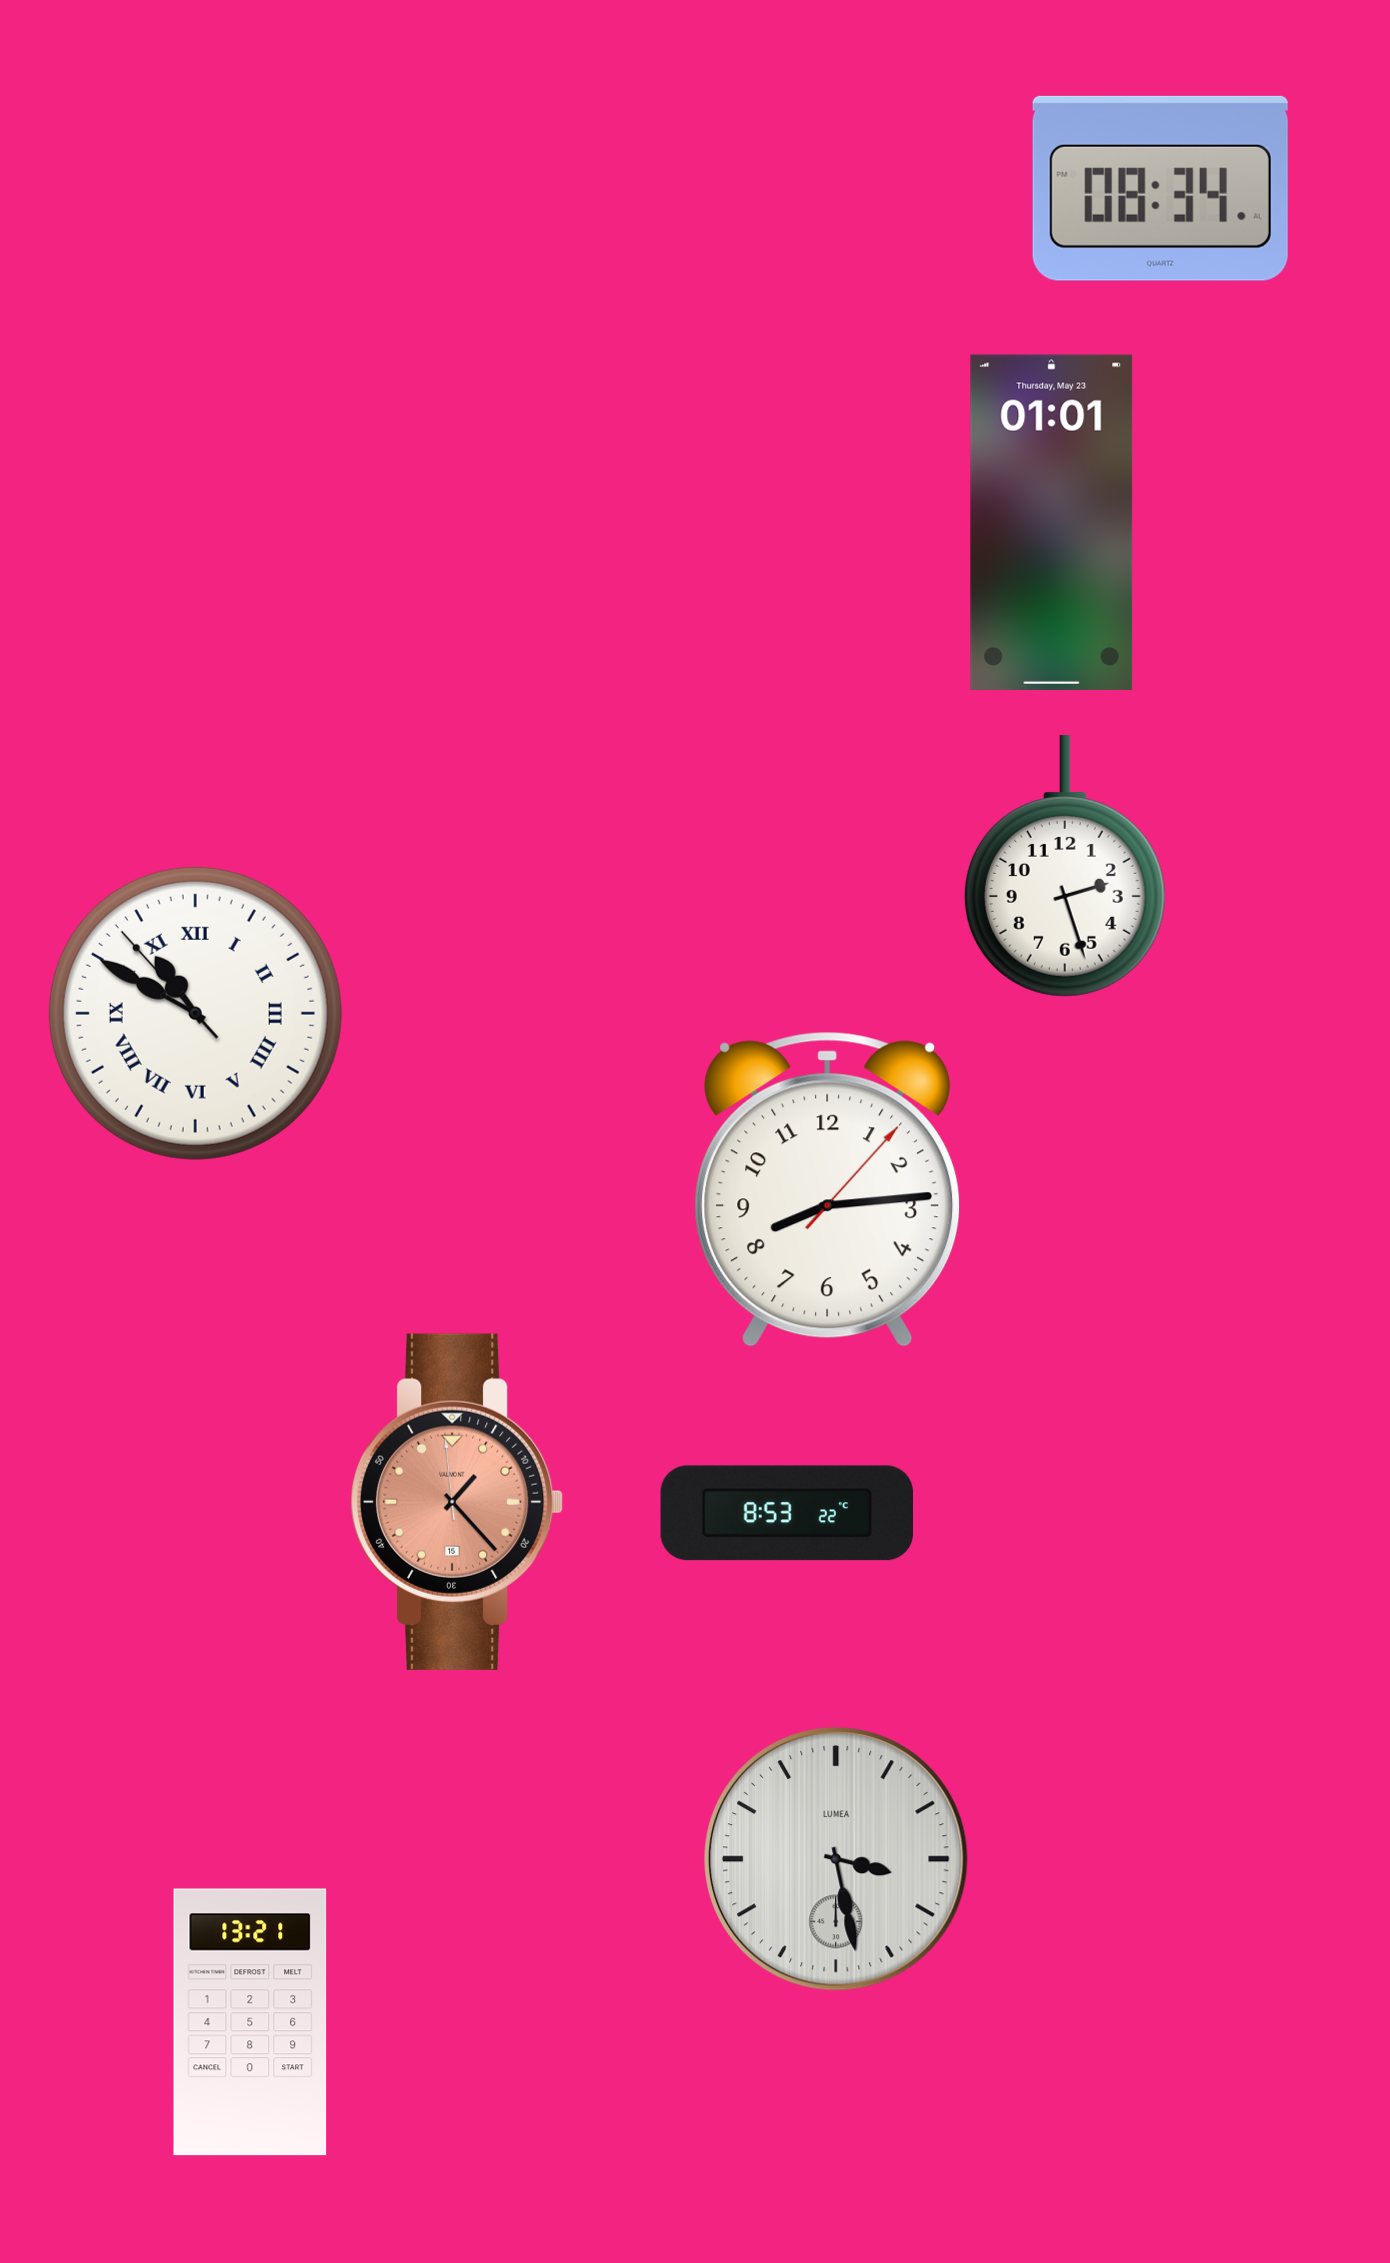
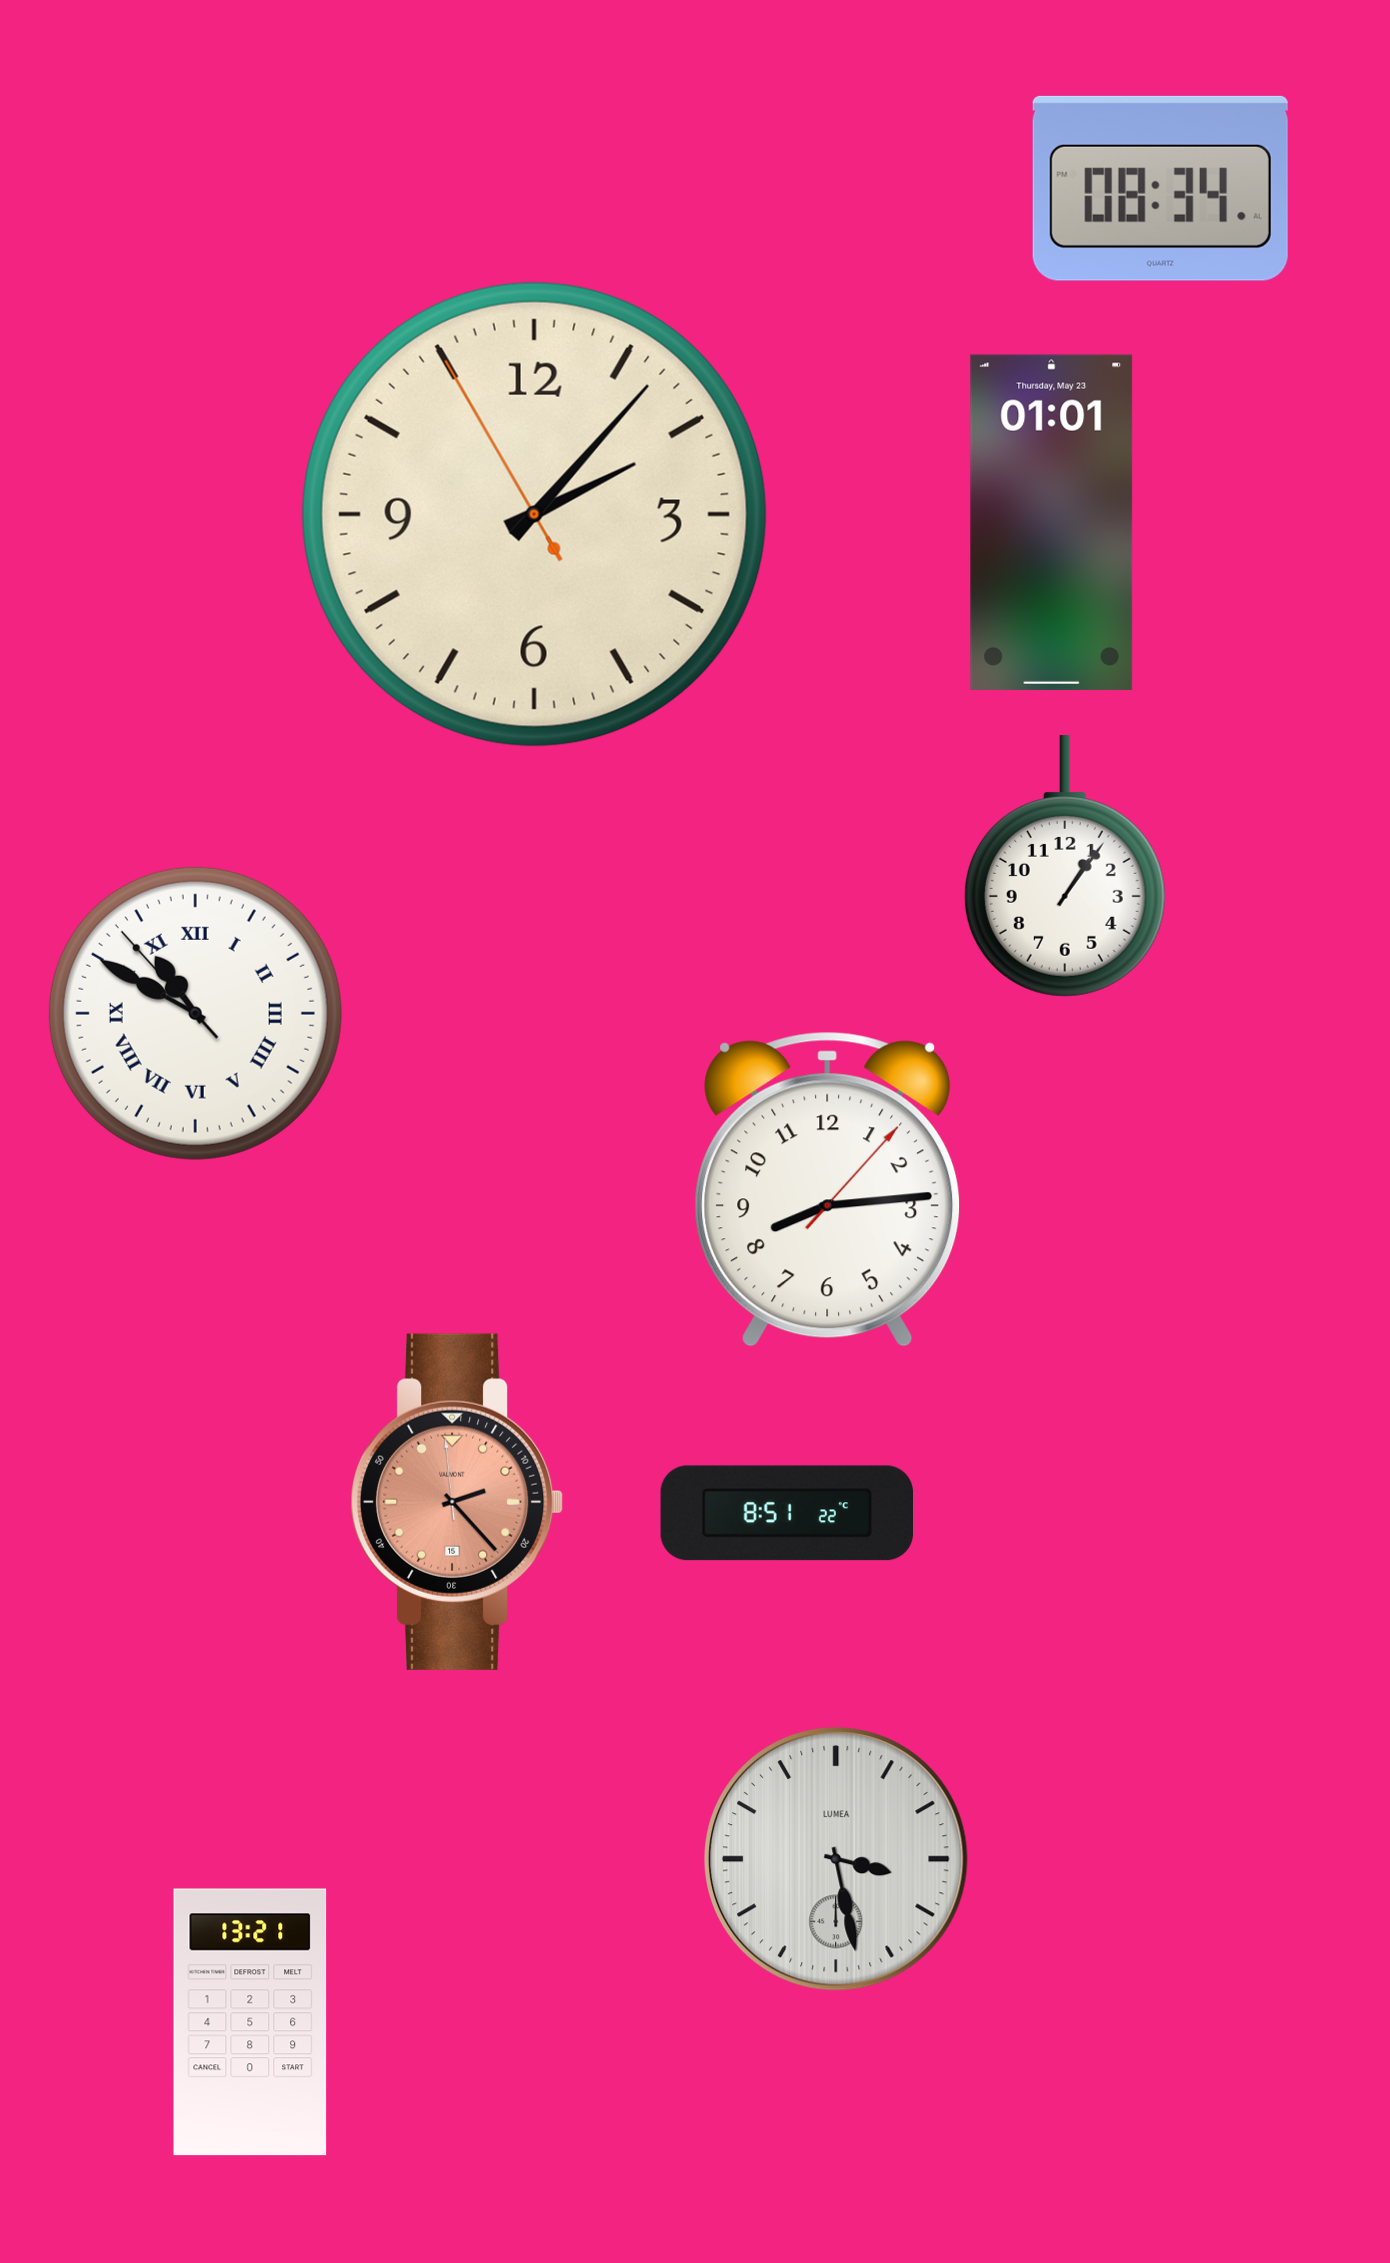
clock at (534, 514): none -> 2:06
clock at (1065, 866): 2:27 -> 1:06
clock at (458, 1502): 1:22 -> 2:22
clock at (786, 1513): 8:53 -> 8:51
